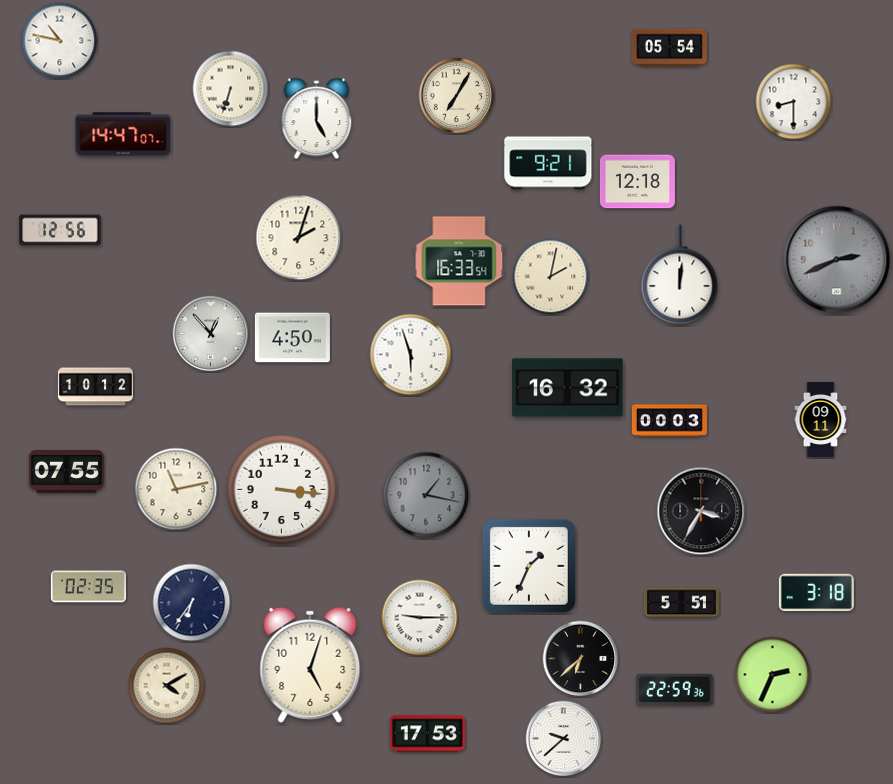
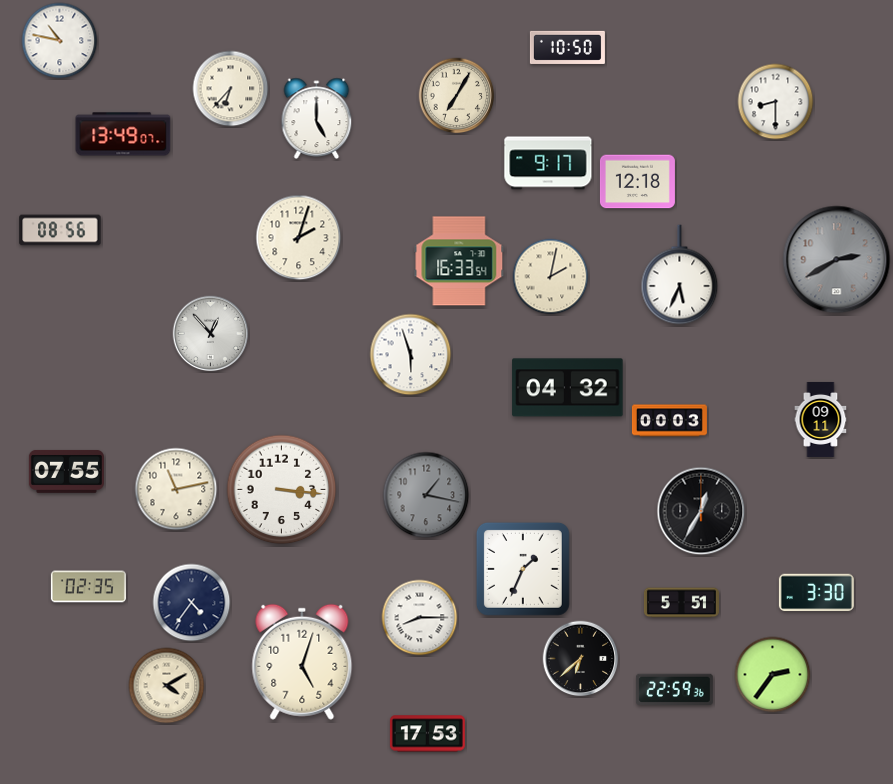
clock at (567, 47): none -> 10:50
clock at (669, 48): 05:54 -> none
clock at (231, 89): 6:33 -> 6:37
clock at (794, 102) position: (794, 102) -> (776, 102)
clock at (123, 134): 14:47 -> 13:49
clock at (548, 163): 9:21 -> 9:17
clock at (60, 230): 12:56 -> 08:56
clock at (837, 260): 2:41 -> 2:40
clock at (680, 275): 12:01 -> 5:34
clock at (292, 338): 4:50 -> none
clock at (95, 387): 10:12 -> none
clock at (568, 388): 16:32 -> 04:32
clock at (701, 511): 3:35 -> 12:35
clock at (529, 566) position: (529, 566) -> (523, 569)
clock at (816, 593): 3:18 -> 3:30
clock at (192, 603): 6:36 -> 4:36
clock at (420, 618): 9:15 -> 8:15
clock at (310, 665) position: (310, 665) -> (302, 662)
clock at (773, 675): 2:34 -> 2:36
clock at (564, 739): 9:38 -> none
